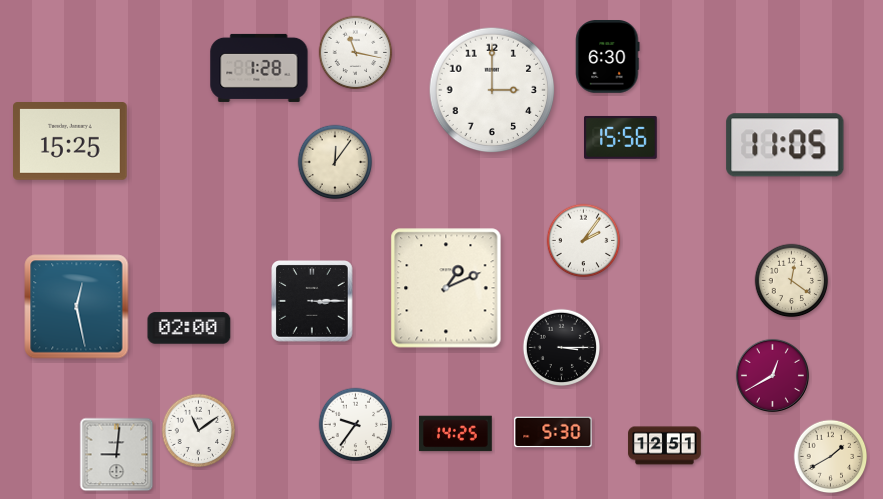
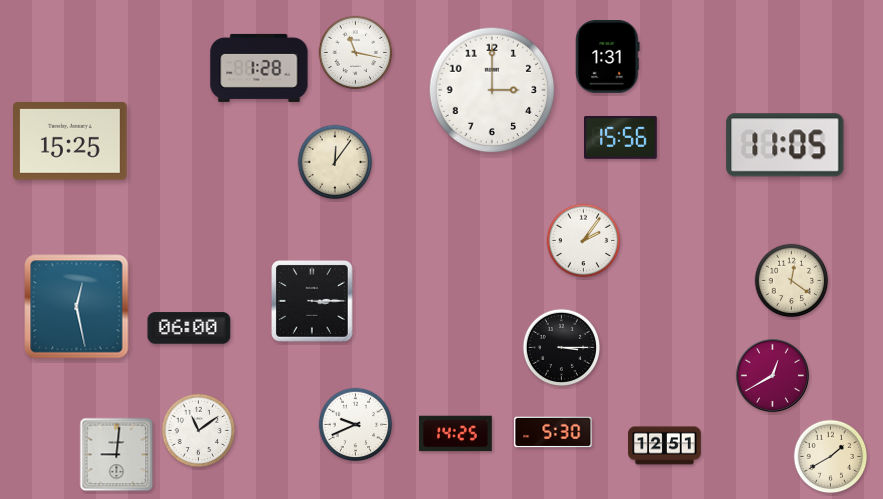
clock at (608, 57): 6:30 -> 1:31
clock at (446, 288): 1:11 -> none
clock at (189, 328): 02:00 -> 06:00
clock at (356, 425): 9:36 -> 9:41
